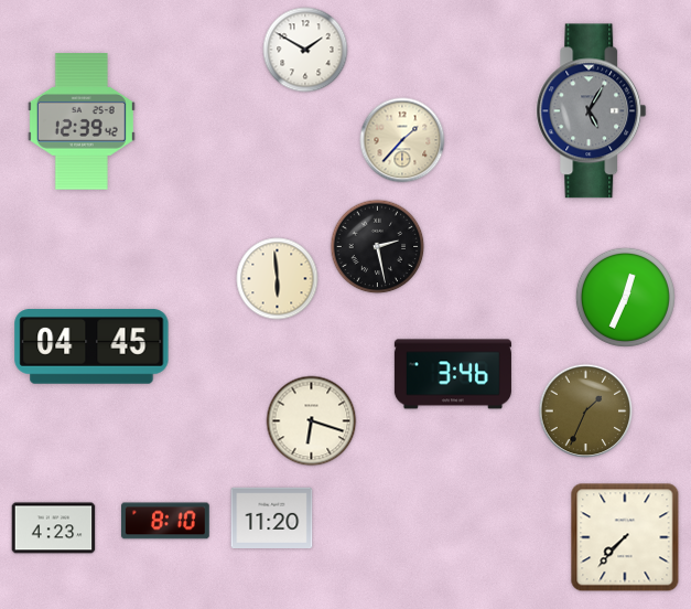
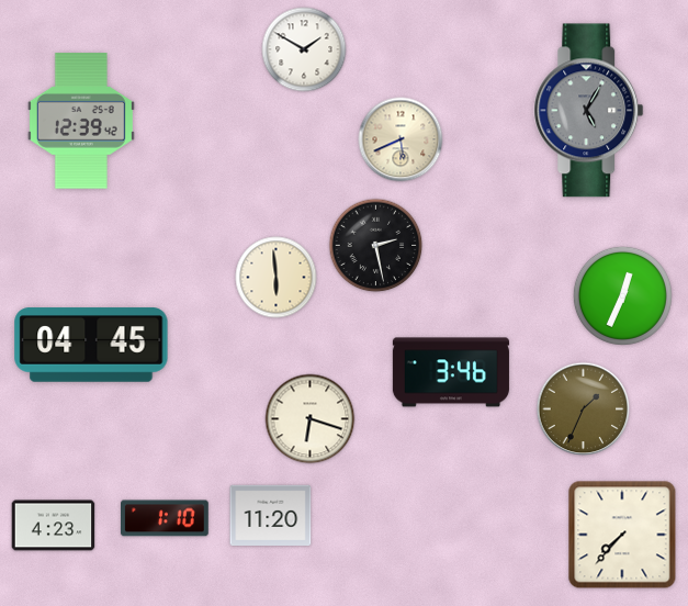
clock at (402, 140): 1:37 -> 5:41
clock at (166, 521): 8:10 -> 1:10
